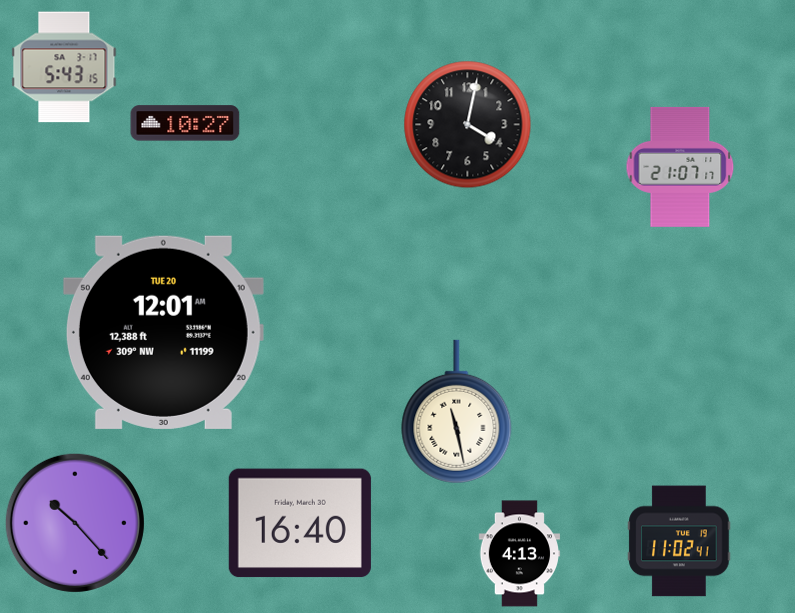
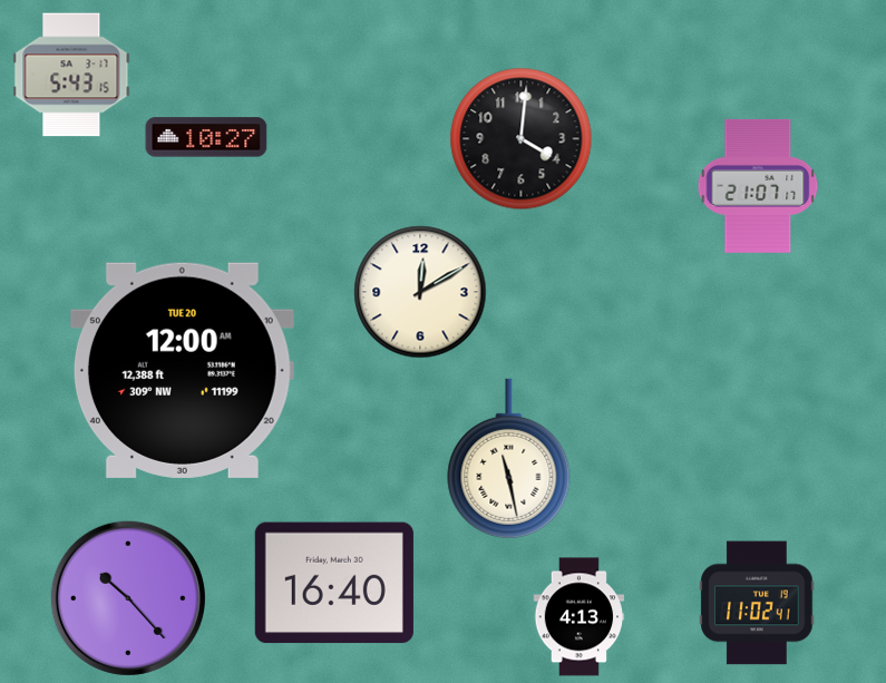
clock at (468, 125): 4:02 -> 4:01
clock at (420, 292): none -> 12:10
clock at (163, 332): 12:01 -> 12:00
clock at (75, 523) position: (75, 523) -> (128, 598)
